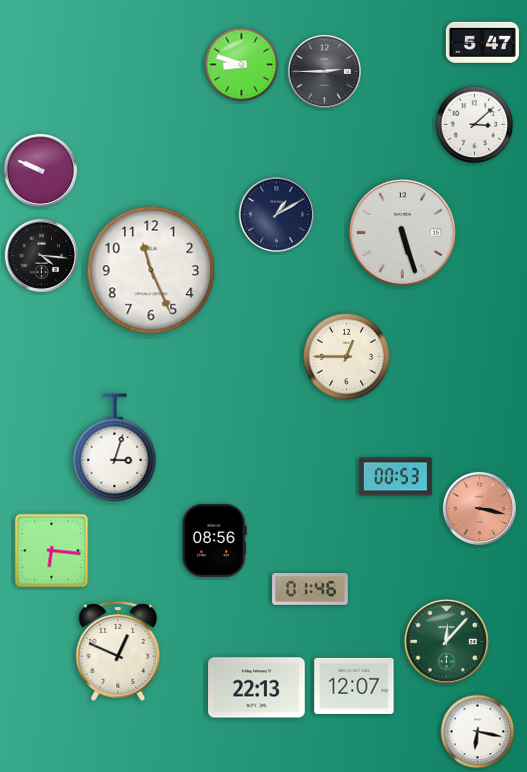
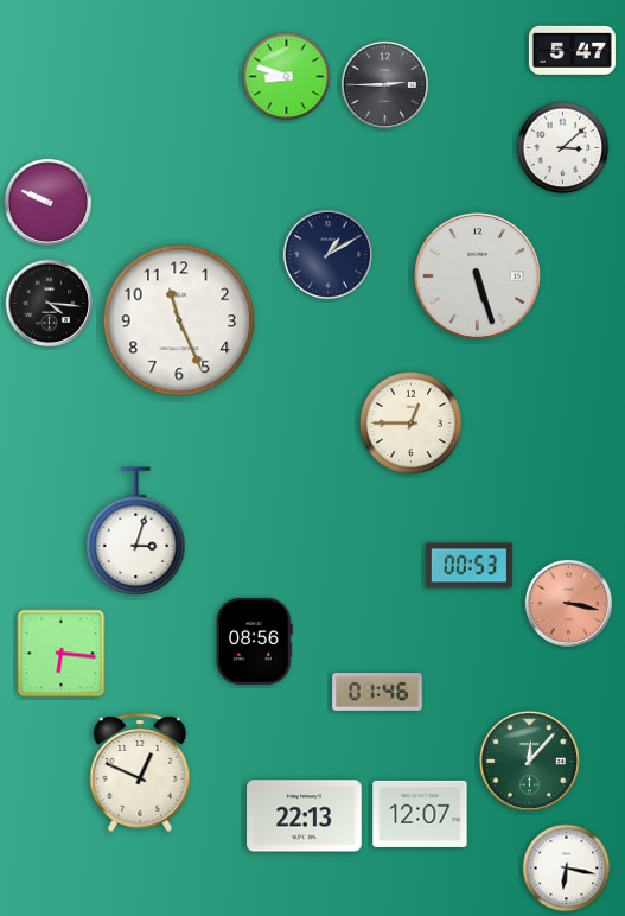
clock at (310, 589) position: (310, 589) -> (377, 692)
